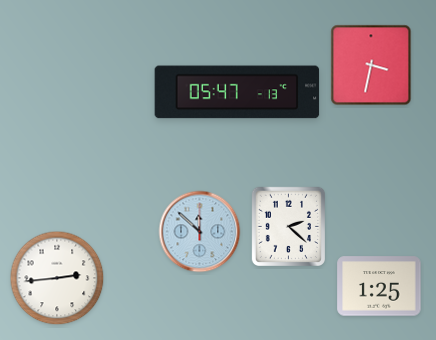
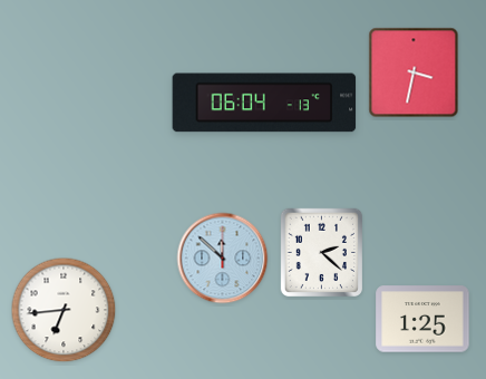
clock at (237, 92): 05:47 -> 06:04
clock at (57, 278): 2:44 -> 6:44
